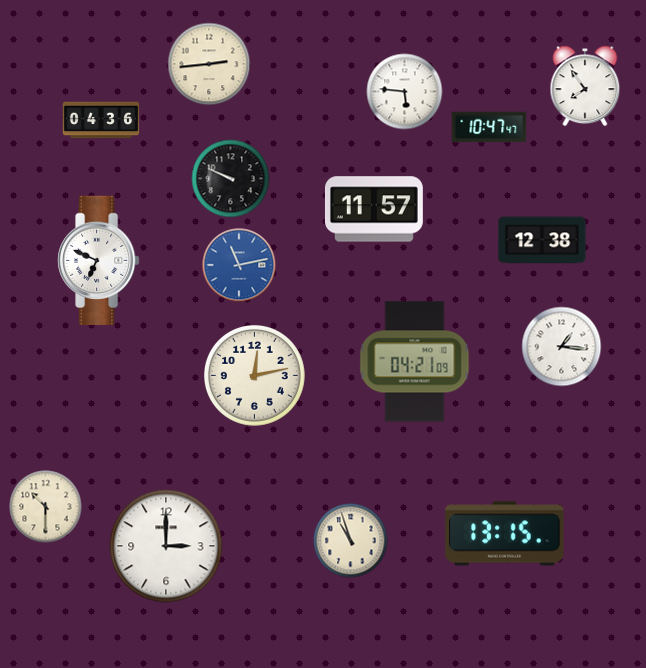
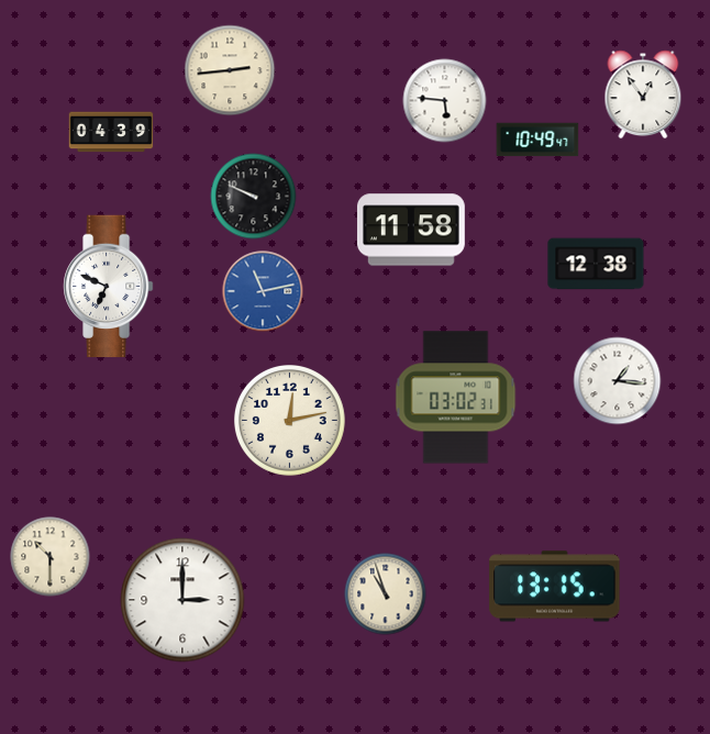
clock at (585, 86): 7:54 -> 12:54
clock at (101, 120): 04:36 -> 04:39
clock at (489, 127): 10:47 -> 10:49
clock at (374, 209): 11:57 -> 11:58
clock at (415, 362): 04:21 -> 03:02
clock at (255, 376) position: (255, 376) -> (290, 421)
